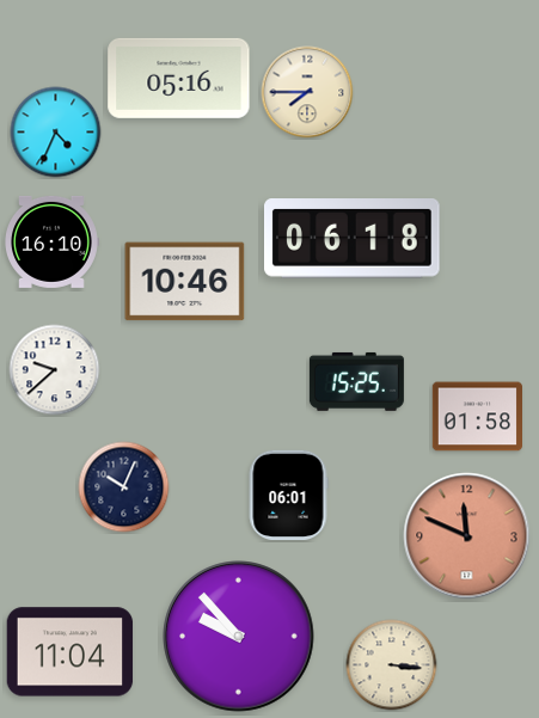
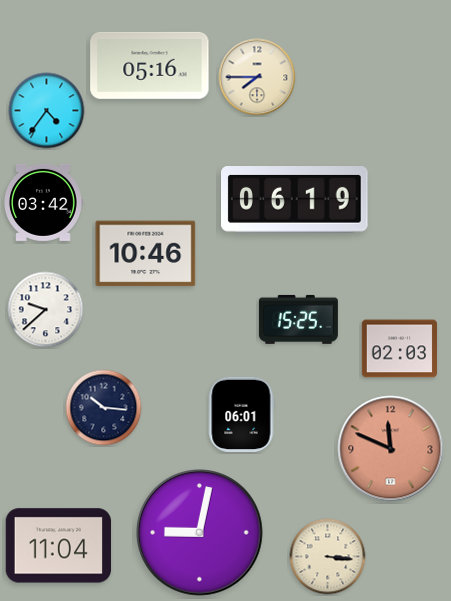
clock at (56, 133): 4:34 -> 4:36
clock at (353, 239): 06:18 -> 06:19
clock at (53, 241): 16:10 -> 03:42
clock at (185, 282) position: (185, 282) -> (146, 254)
clock at (477, 417): 01:58 -> 02:03
clock at (124, 487): 10:04 -> 10:16
clock at (239, 637): 9:53 -> 9:02
